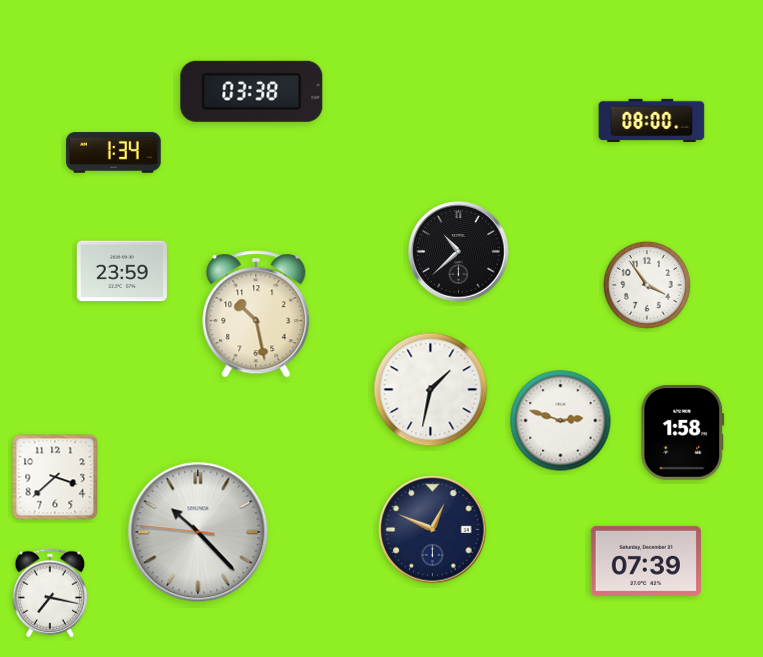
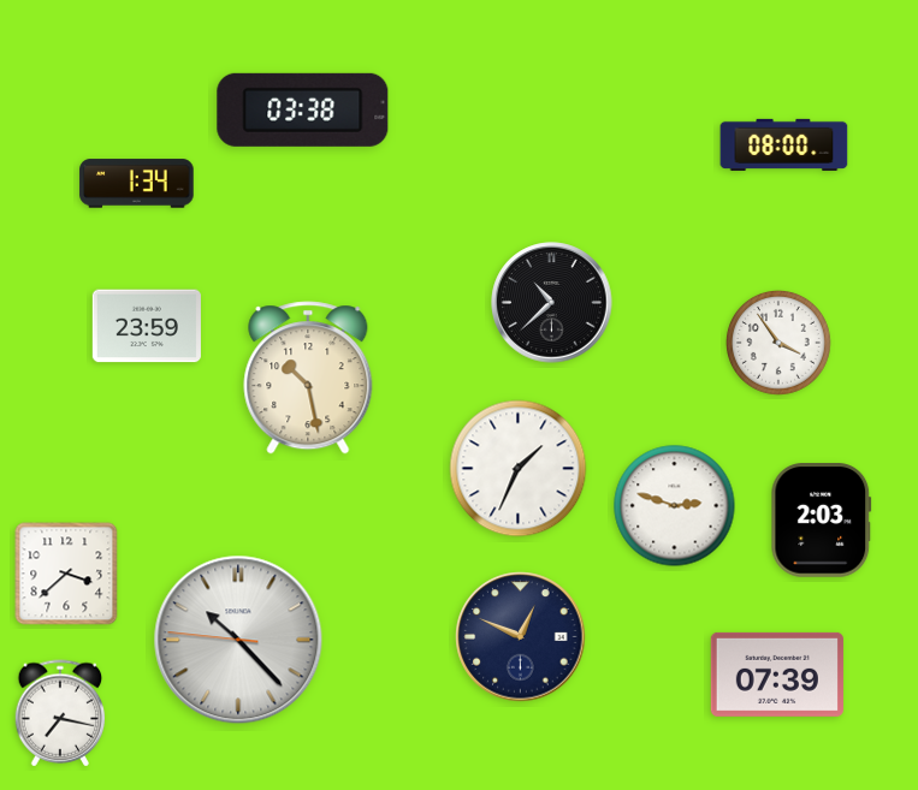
clock at (431, 390): 1:32 -> 1:34
clock at (683, 433): 1:58 -> 2:03
